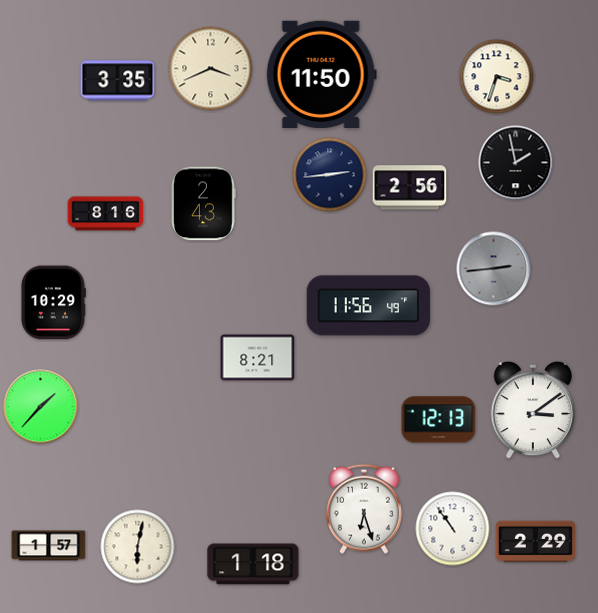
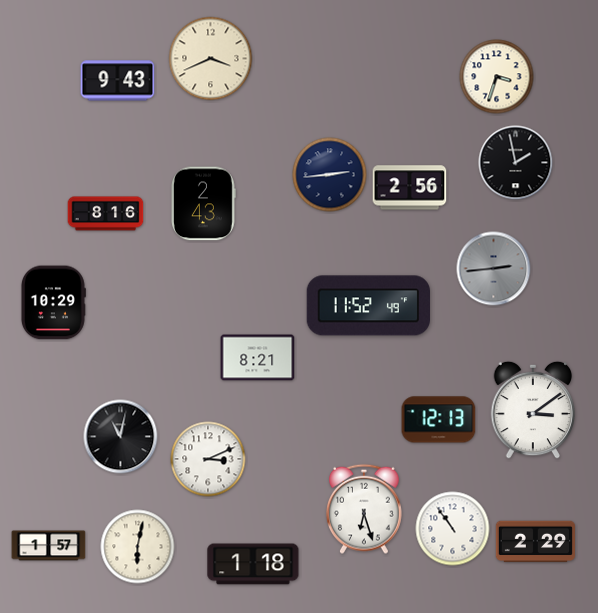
clock at (211, 69) position: (211, 69) -> (211, 59)
clock at (321, 74): 11:50 -> none
clock at (118, 81): 3:35 -> 9:43
clock at (368, 306): 11:56 -> 11:52
clock at (41, 407): 1:37 -> none
clock at (121, 437): none -> 11:02
clock at (208, 459): none -> 3:11
